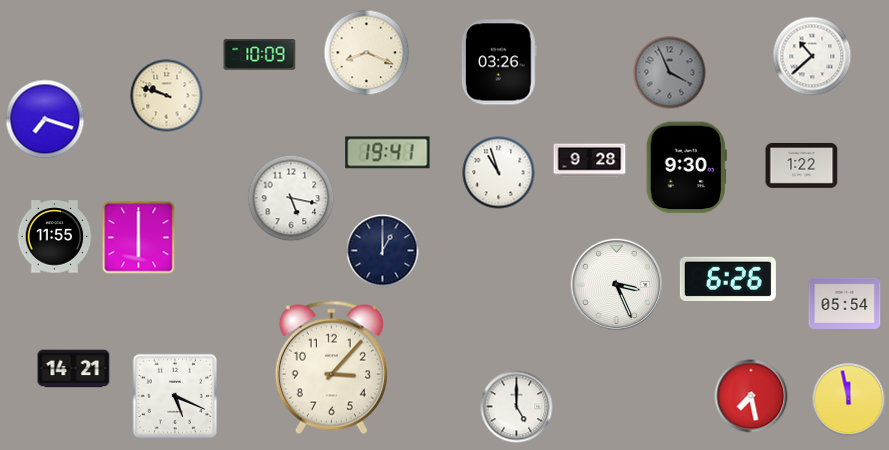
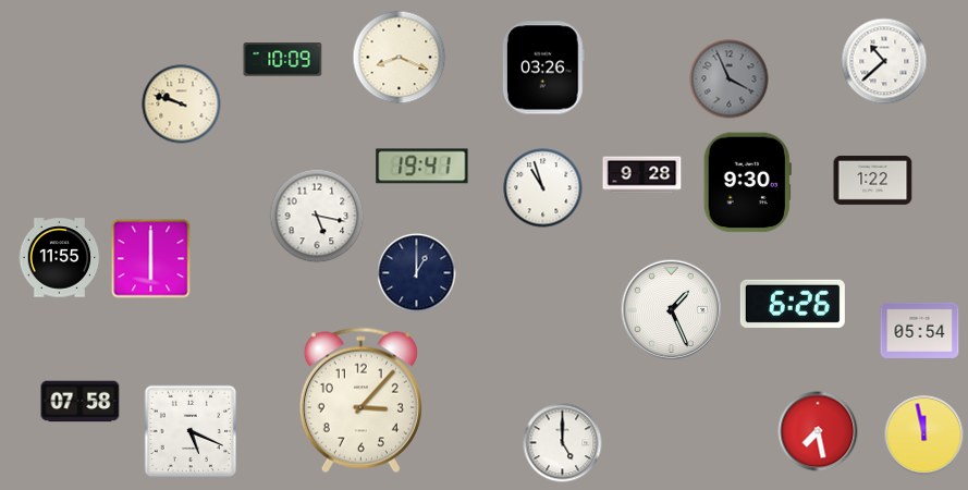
clock at (45, 119): 7:18 -> none
clock at (617, 285): 3:26 -> 1:26
clock at (74, 369): 14:21 -> 07:58
